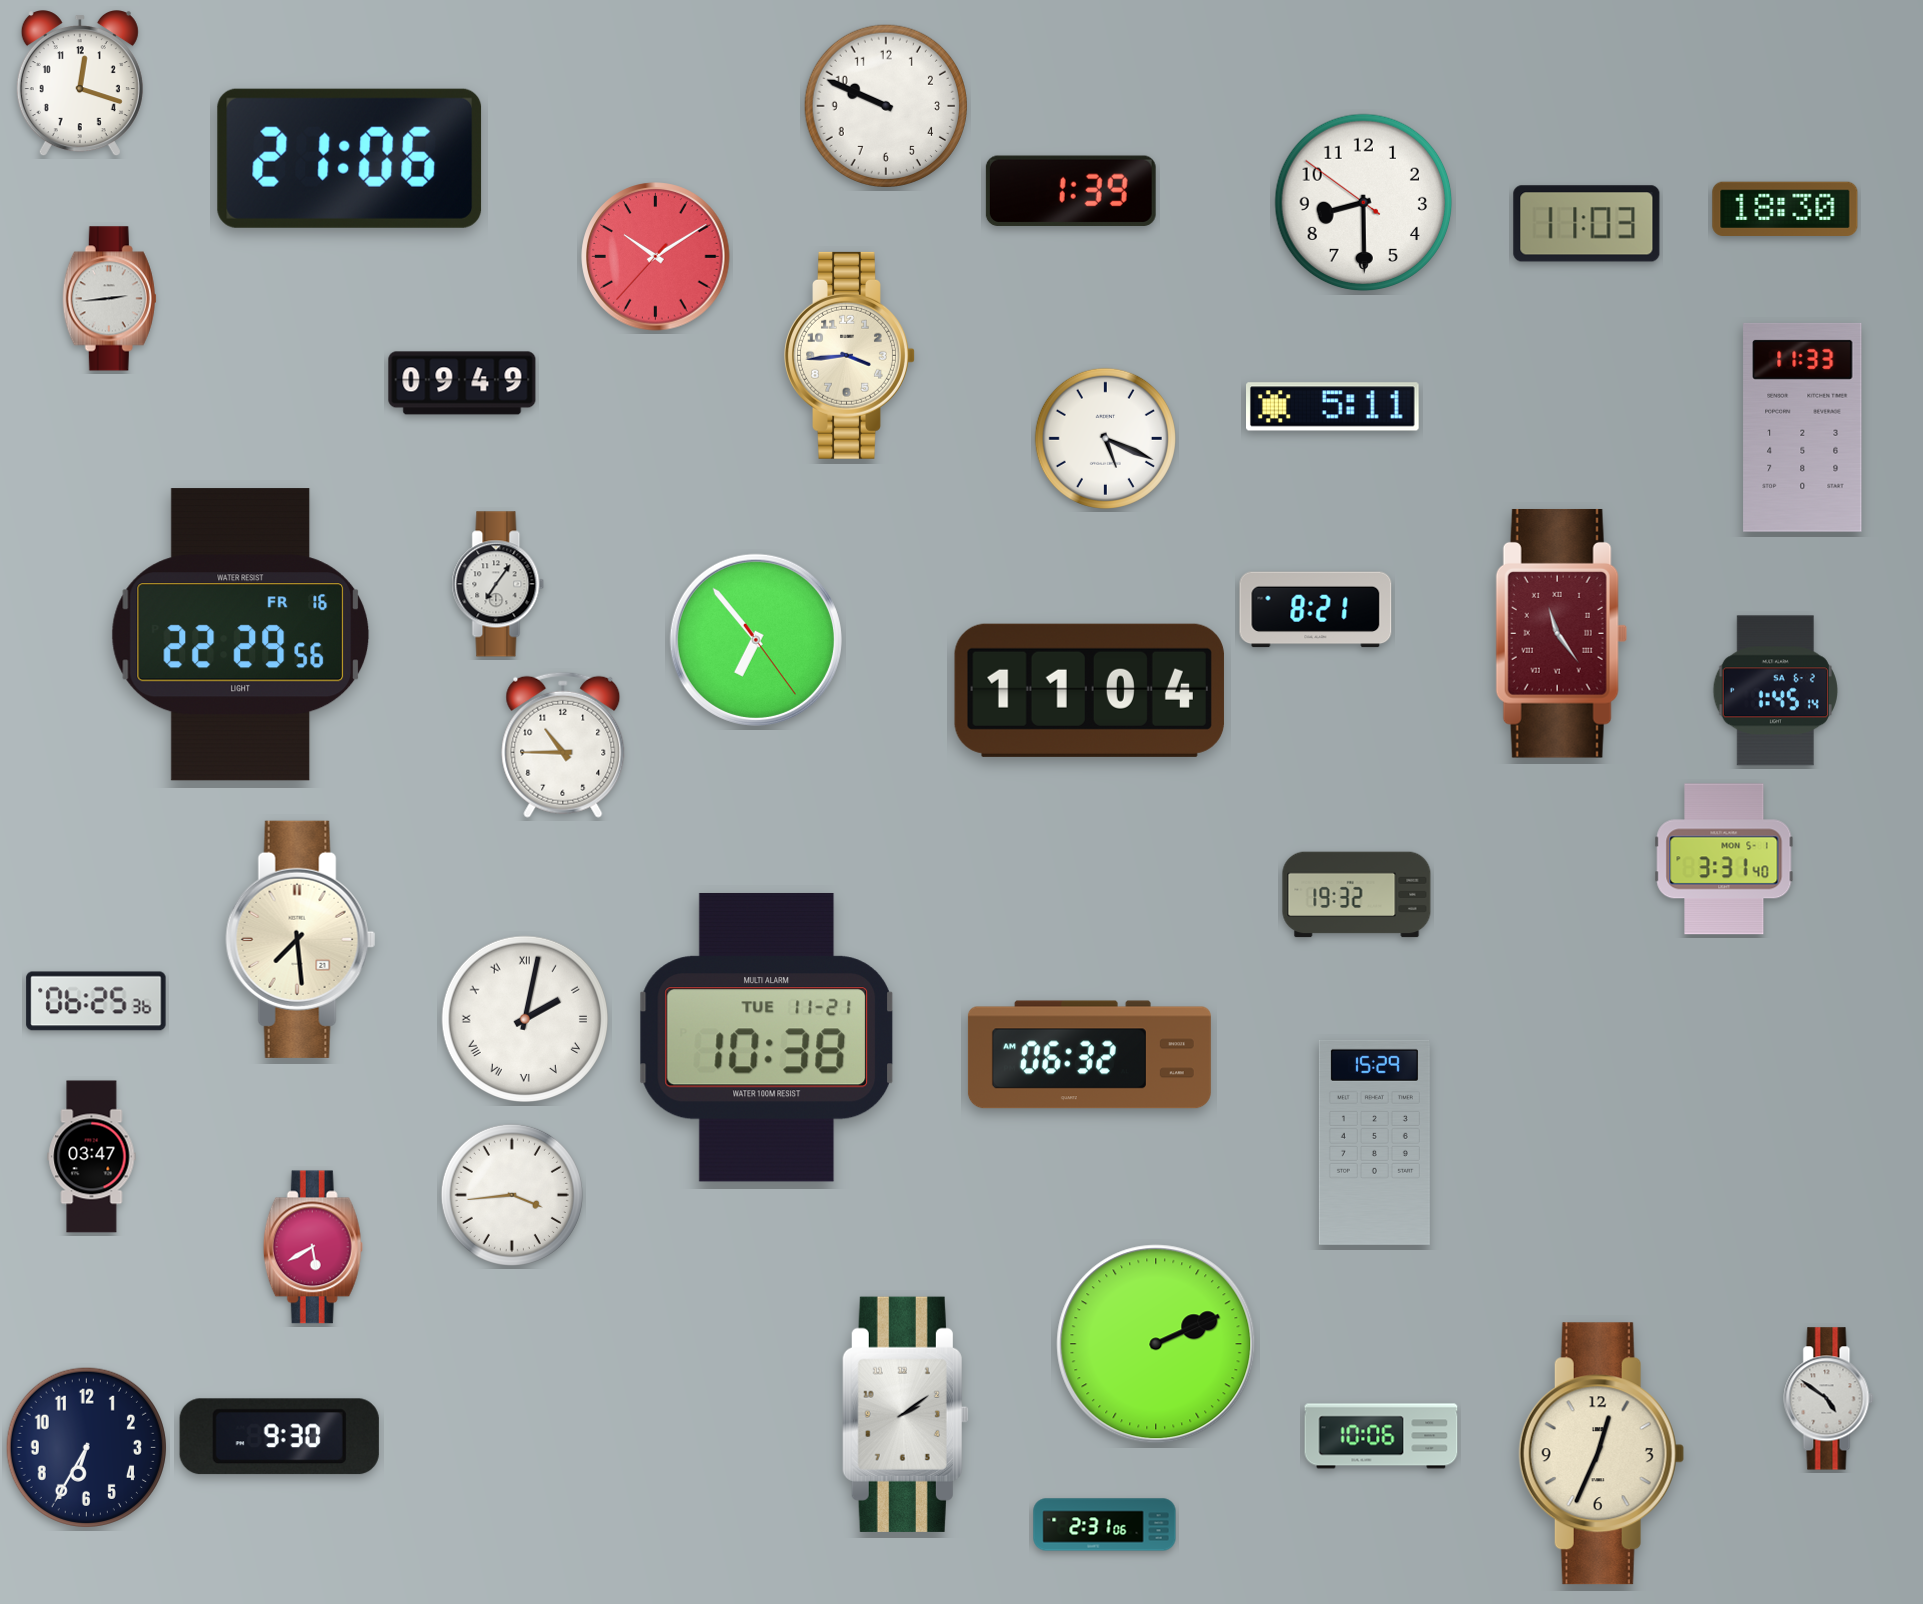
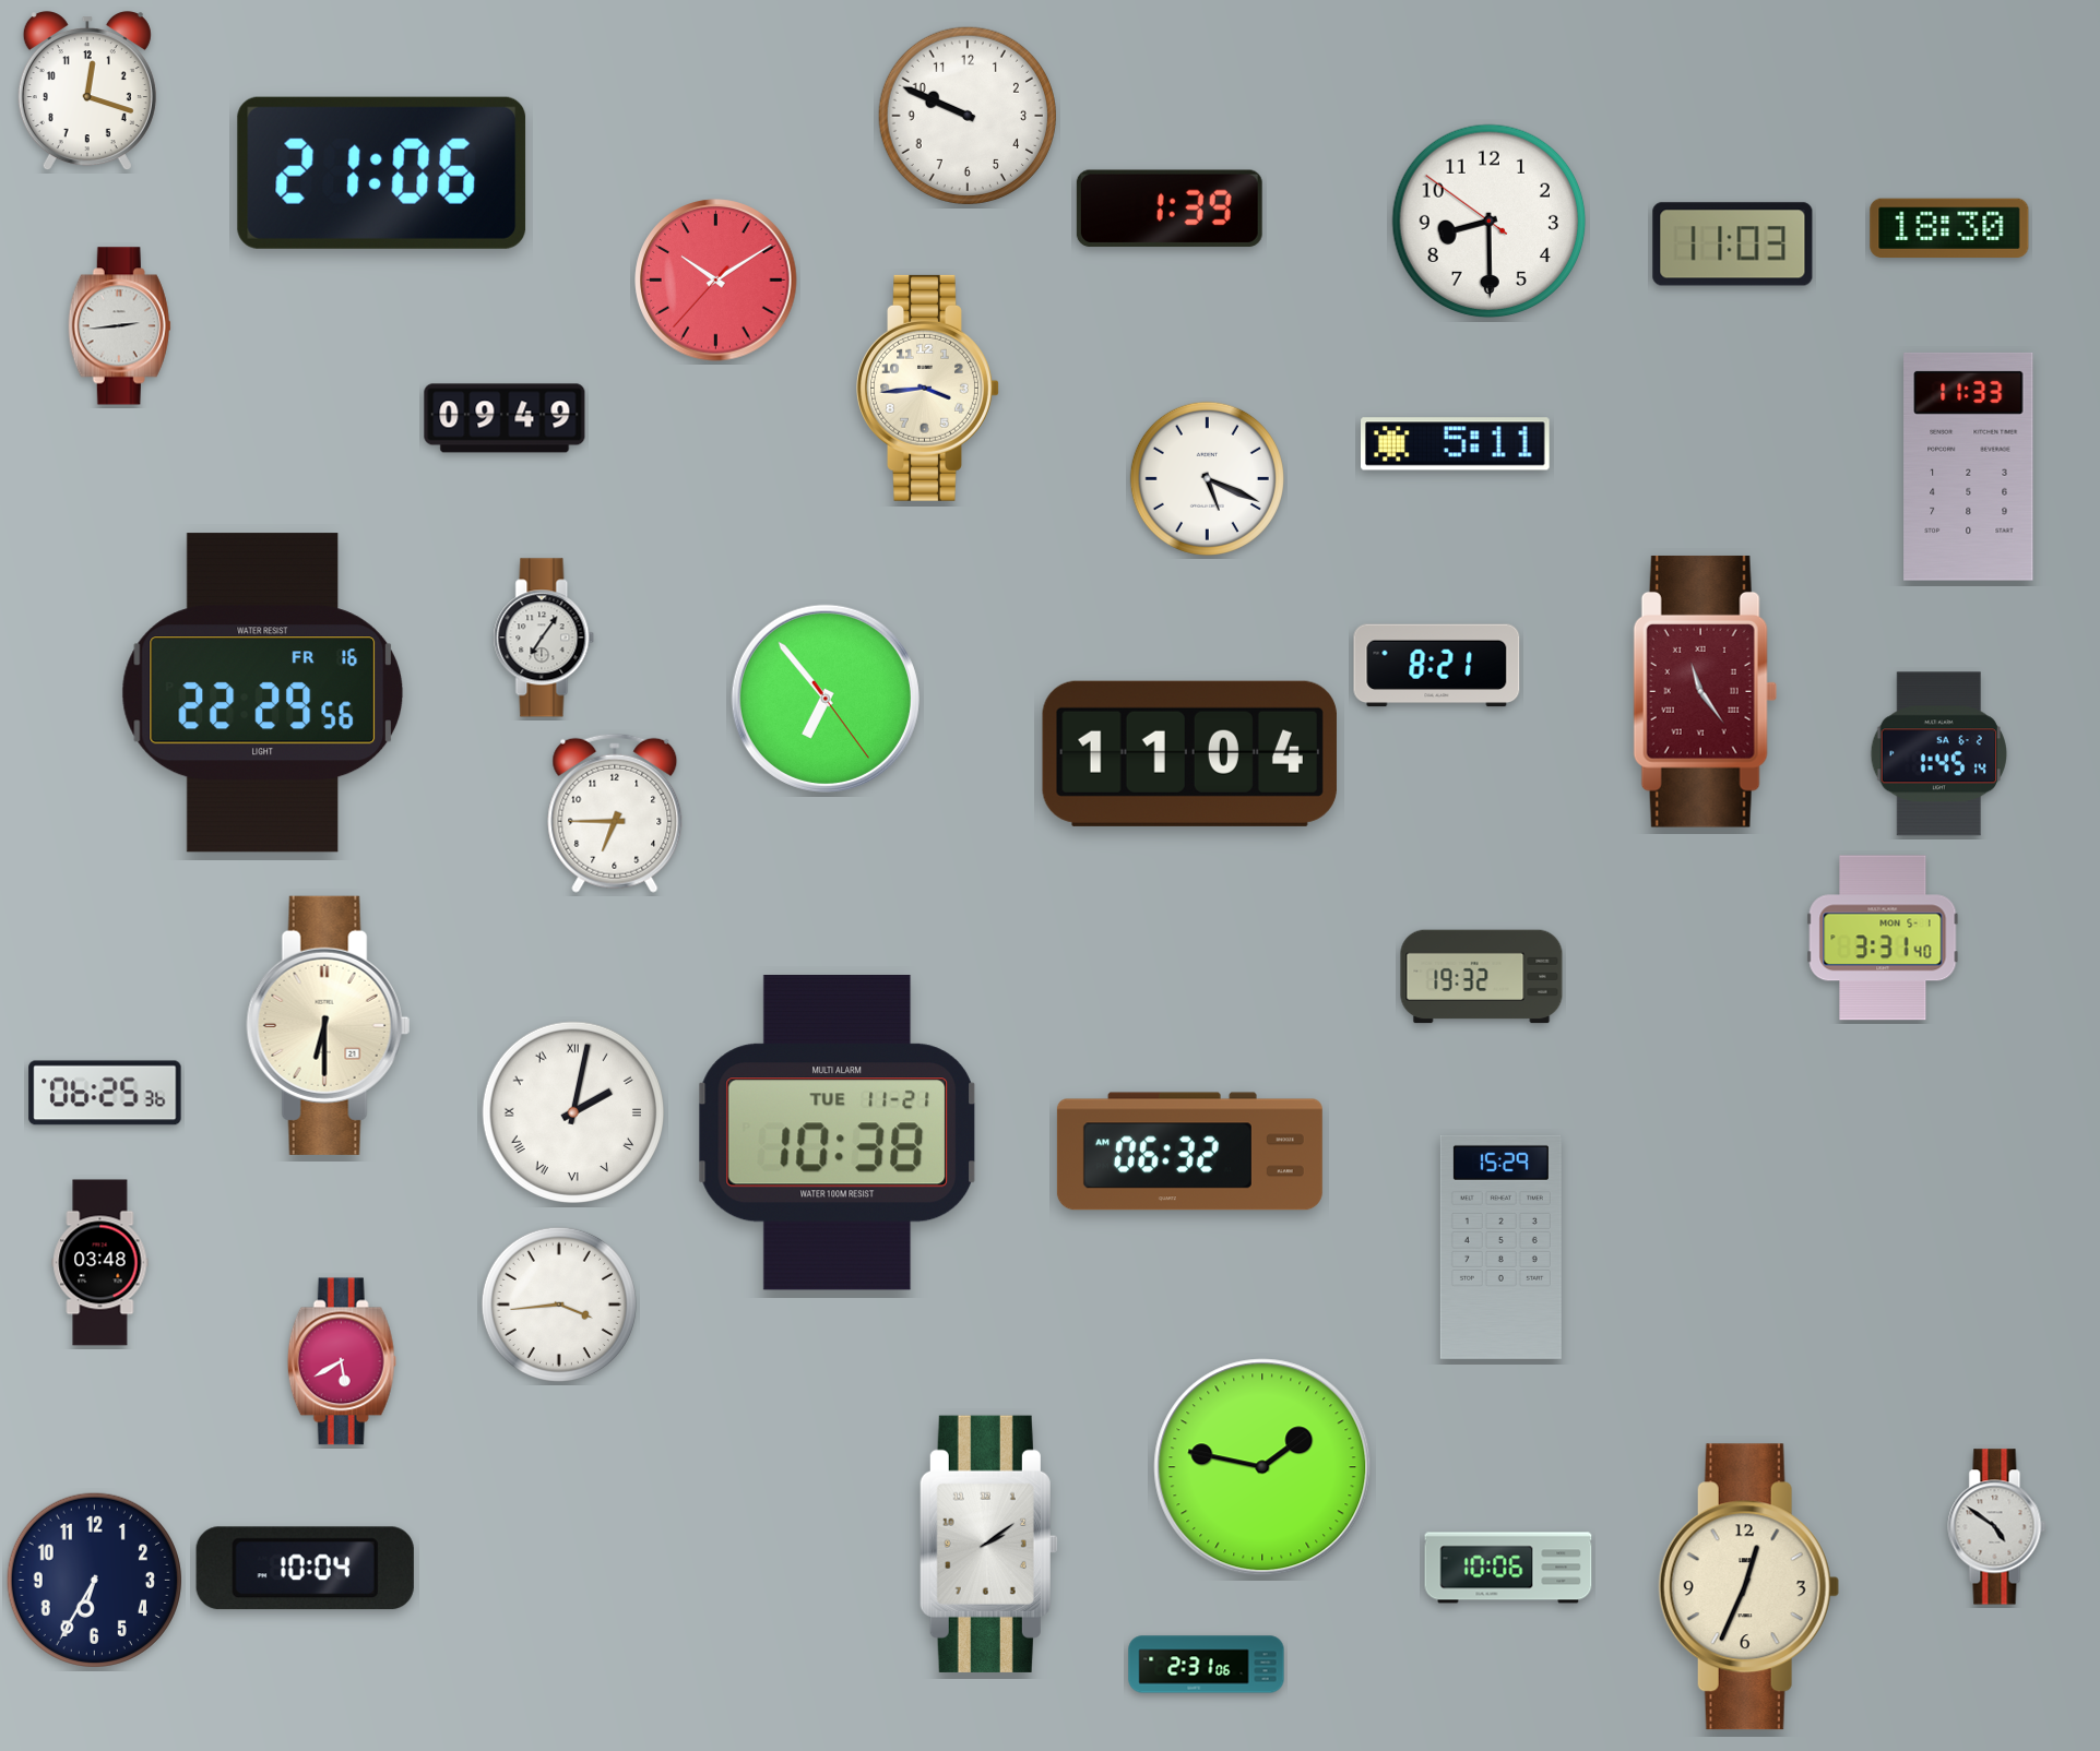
clock at (563, 745): 10:45 -> 6:45
clock at (301, 939): 7:29 -> 6:30
clock at (92, 1157): 03:47 -> 03:48
clock at (1156, 1344): 2:11 -> 1:47
clock at (279, 1437): 9:30 -> 10:04
